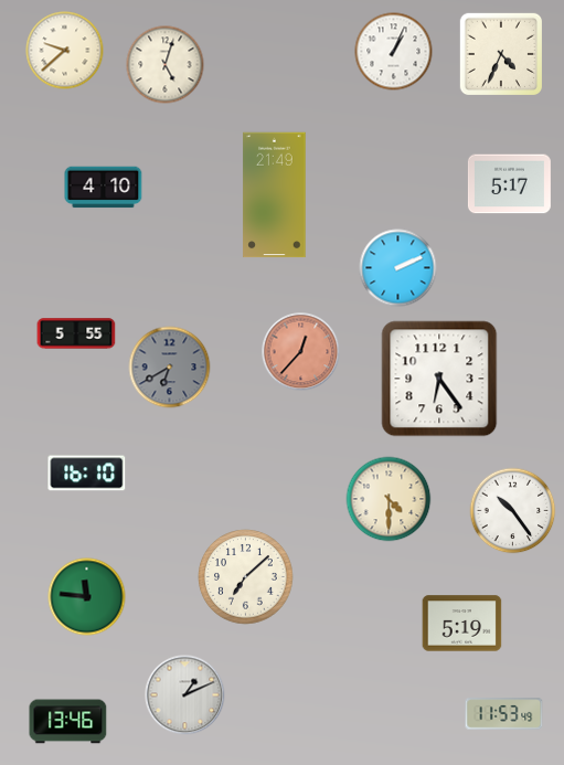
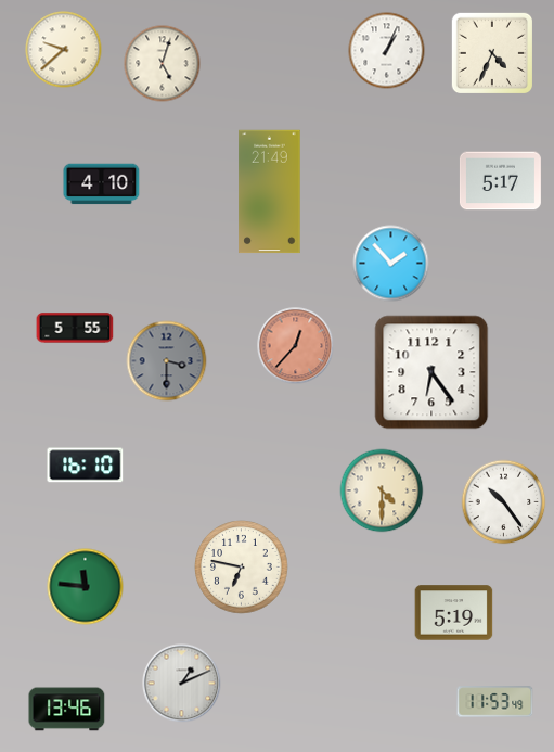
clock at (398, 268): 2:11 -> 1:53
clock at (170, 368): 6:40 -> 3:30
clock at (246, 577): 7:08 -> 6:47
